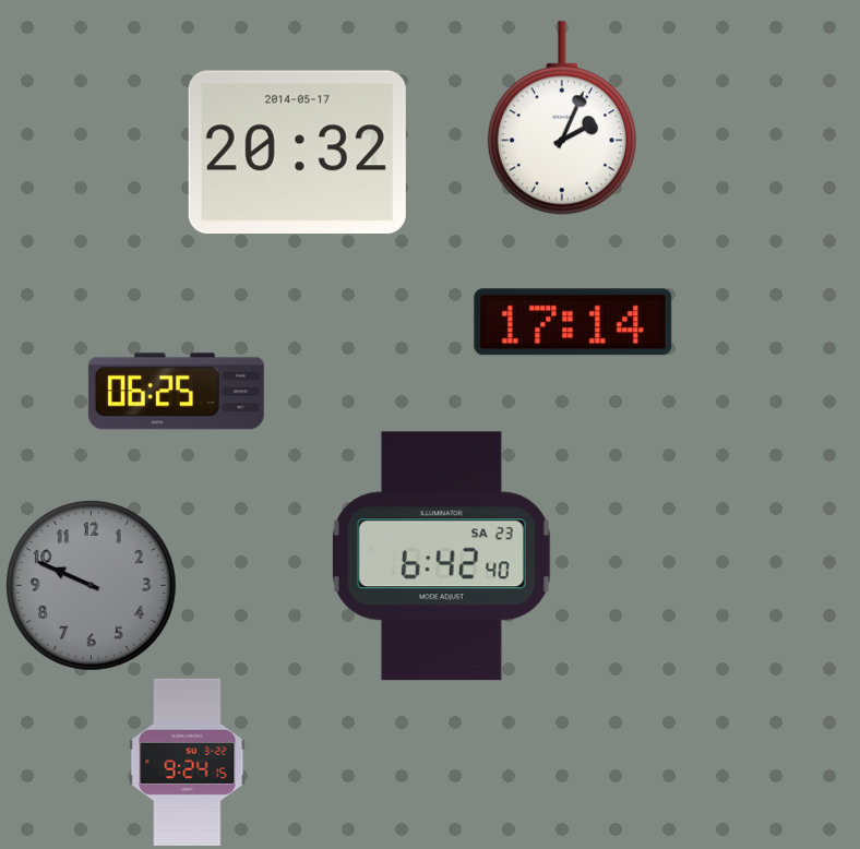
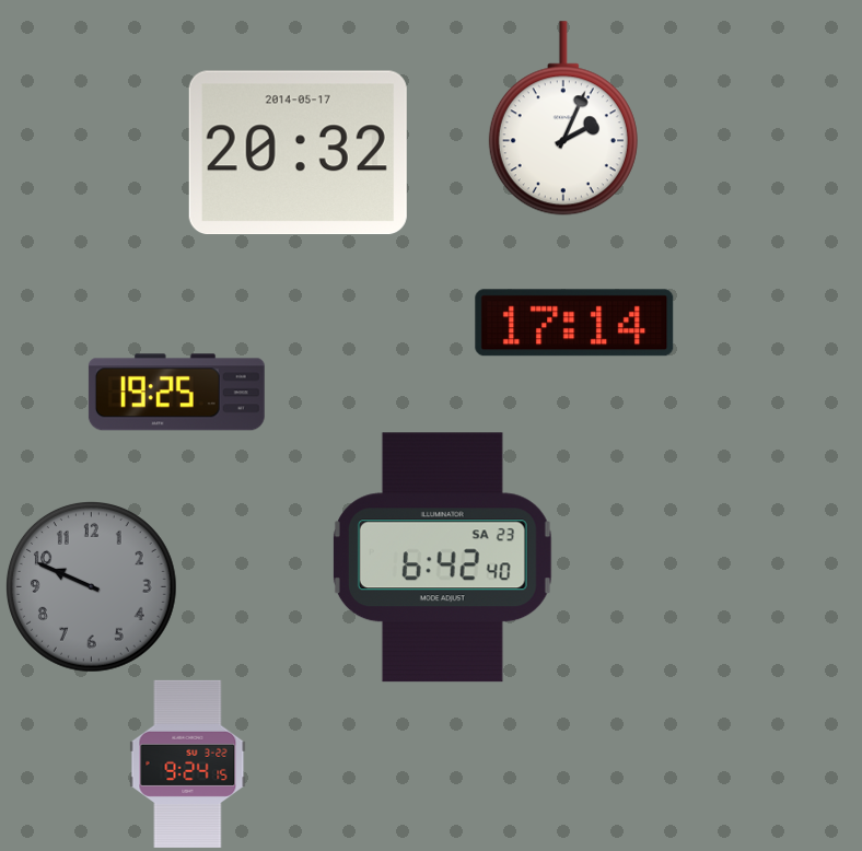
clock at (176, 392): 06:25 -> 19:25
